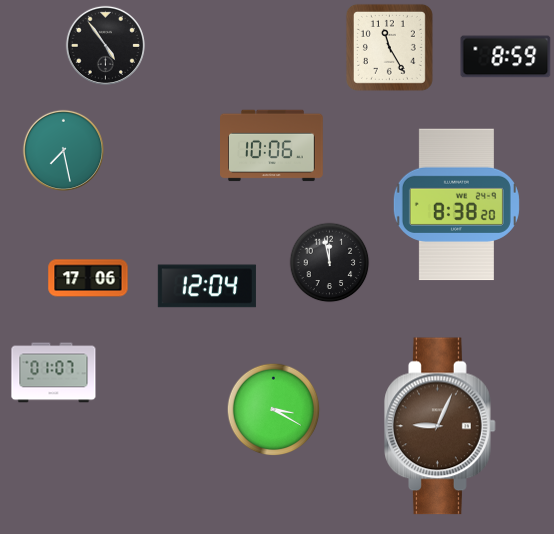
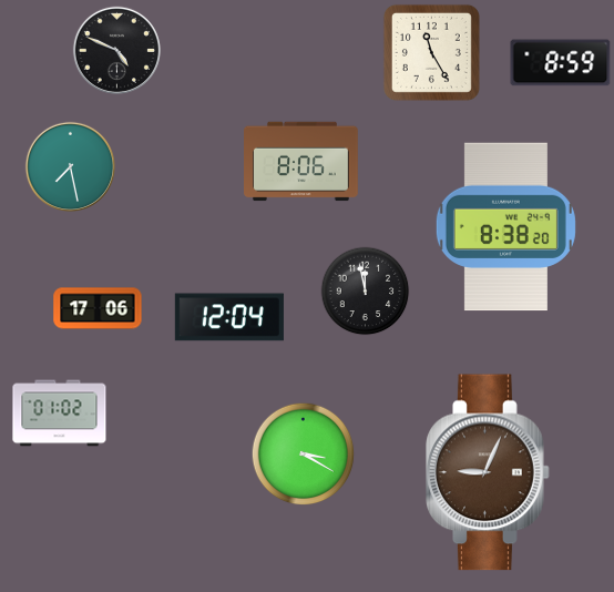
clock at (105, 45): 4:54 -> 4:49
clock at (272, 146): 10:06 -> 8:06
clock at (54, 373): 01:07 -> 01:02
